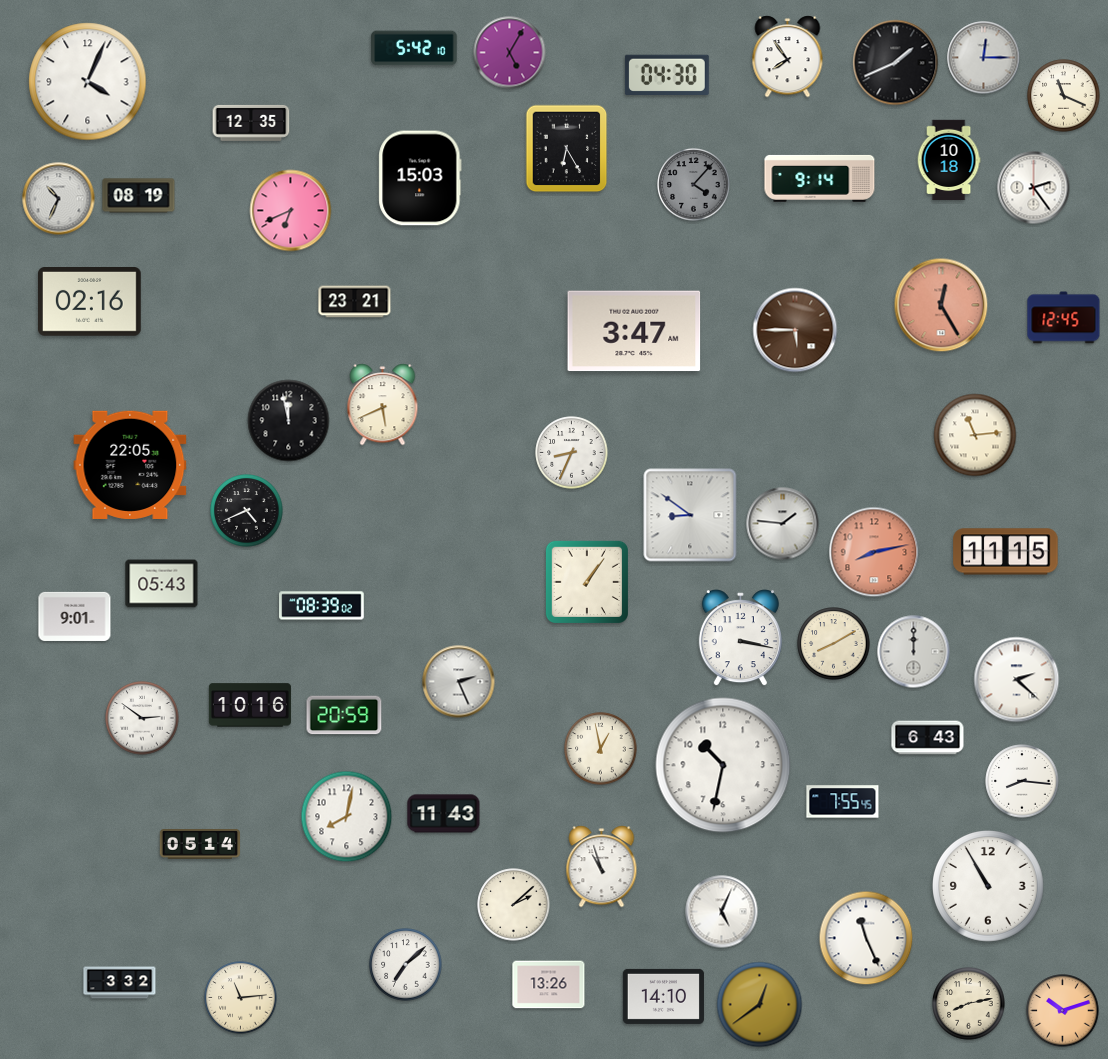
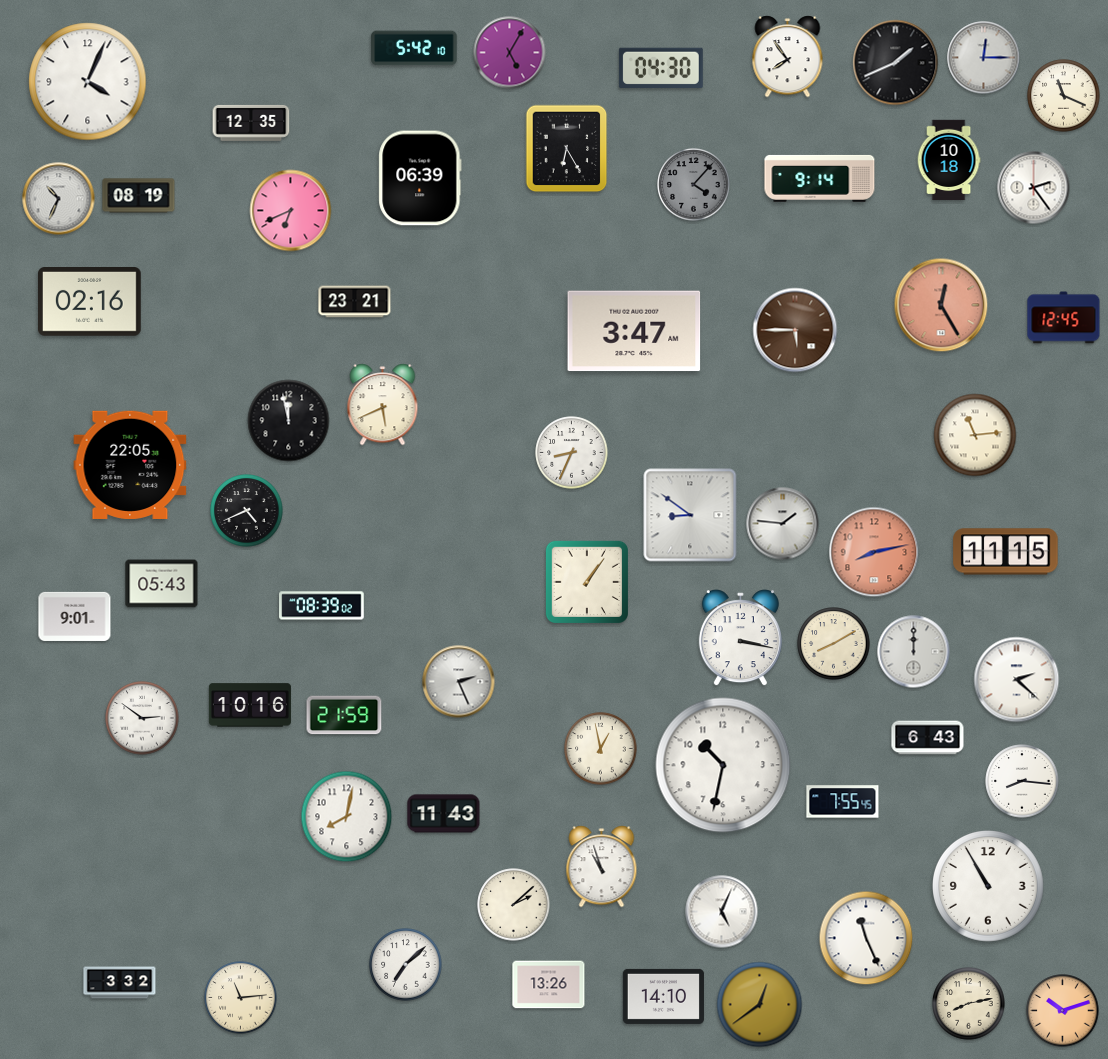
clock at (667, 74) position: (667, 74) -> (661, 67)
clock at (420, 178): 15:03 -> 06:39
clock at (344, 715): 20:59 -> 21:59
clock at (200, 844): 05:14 -> none
